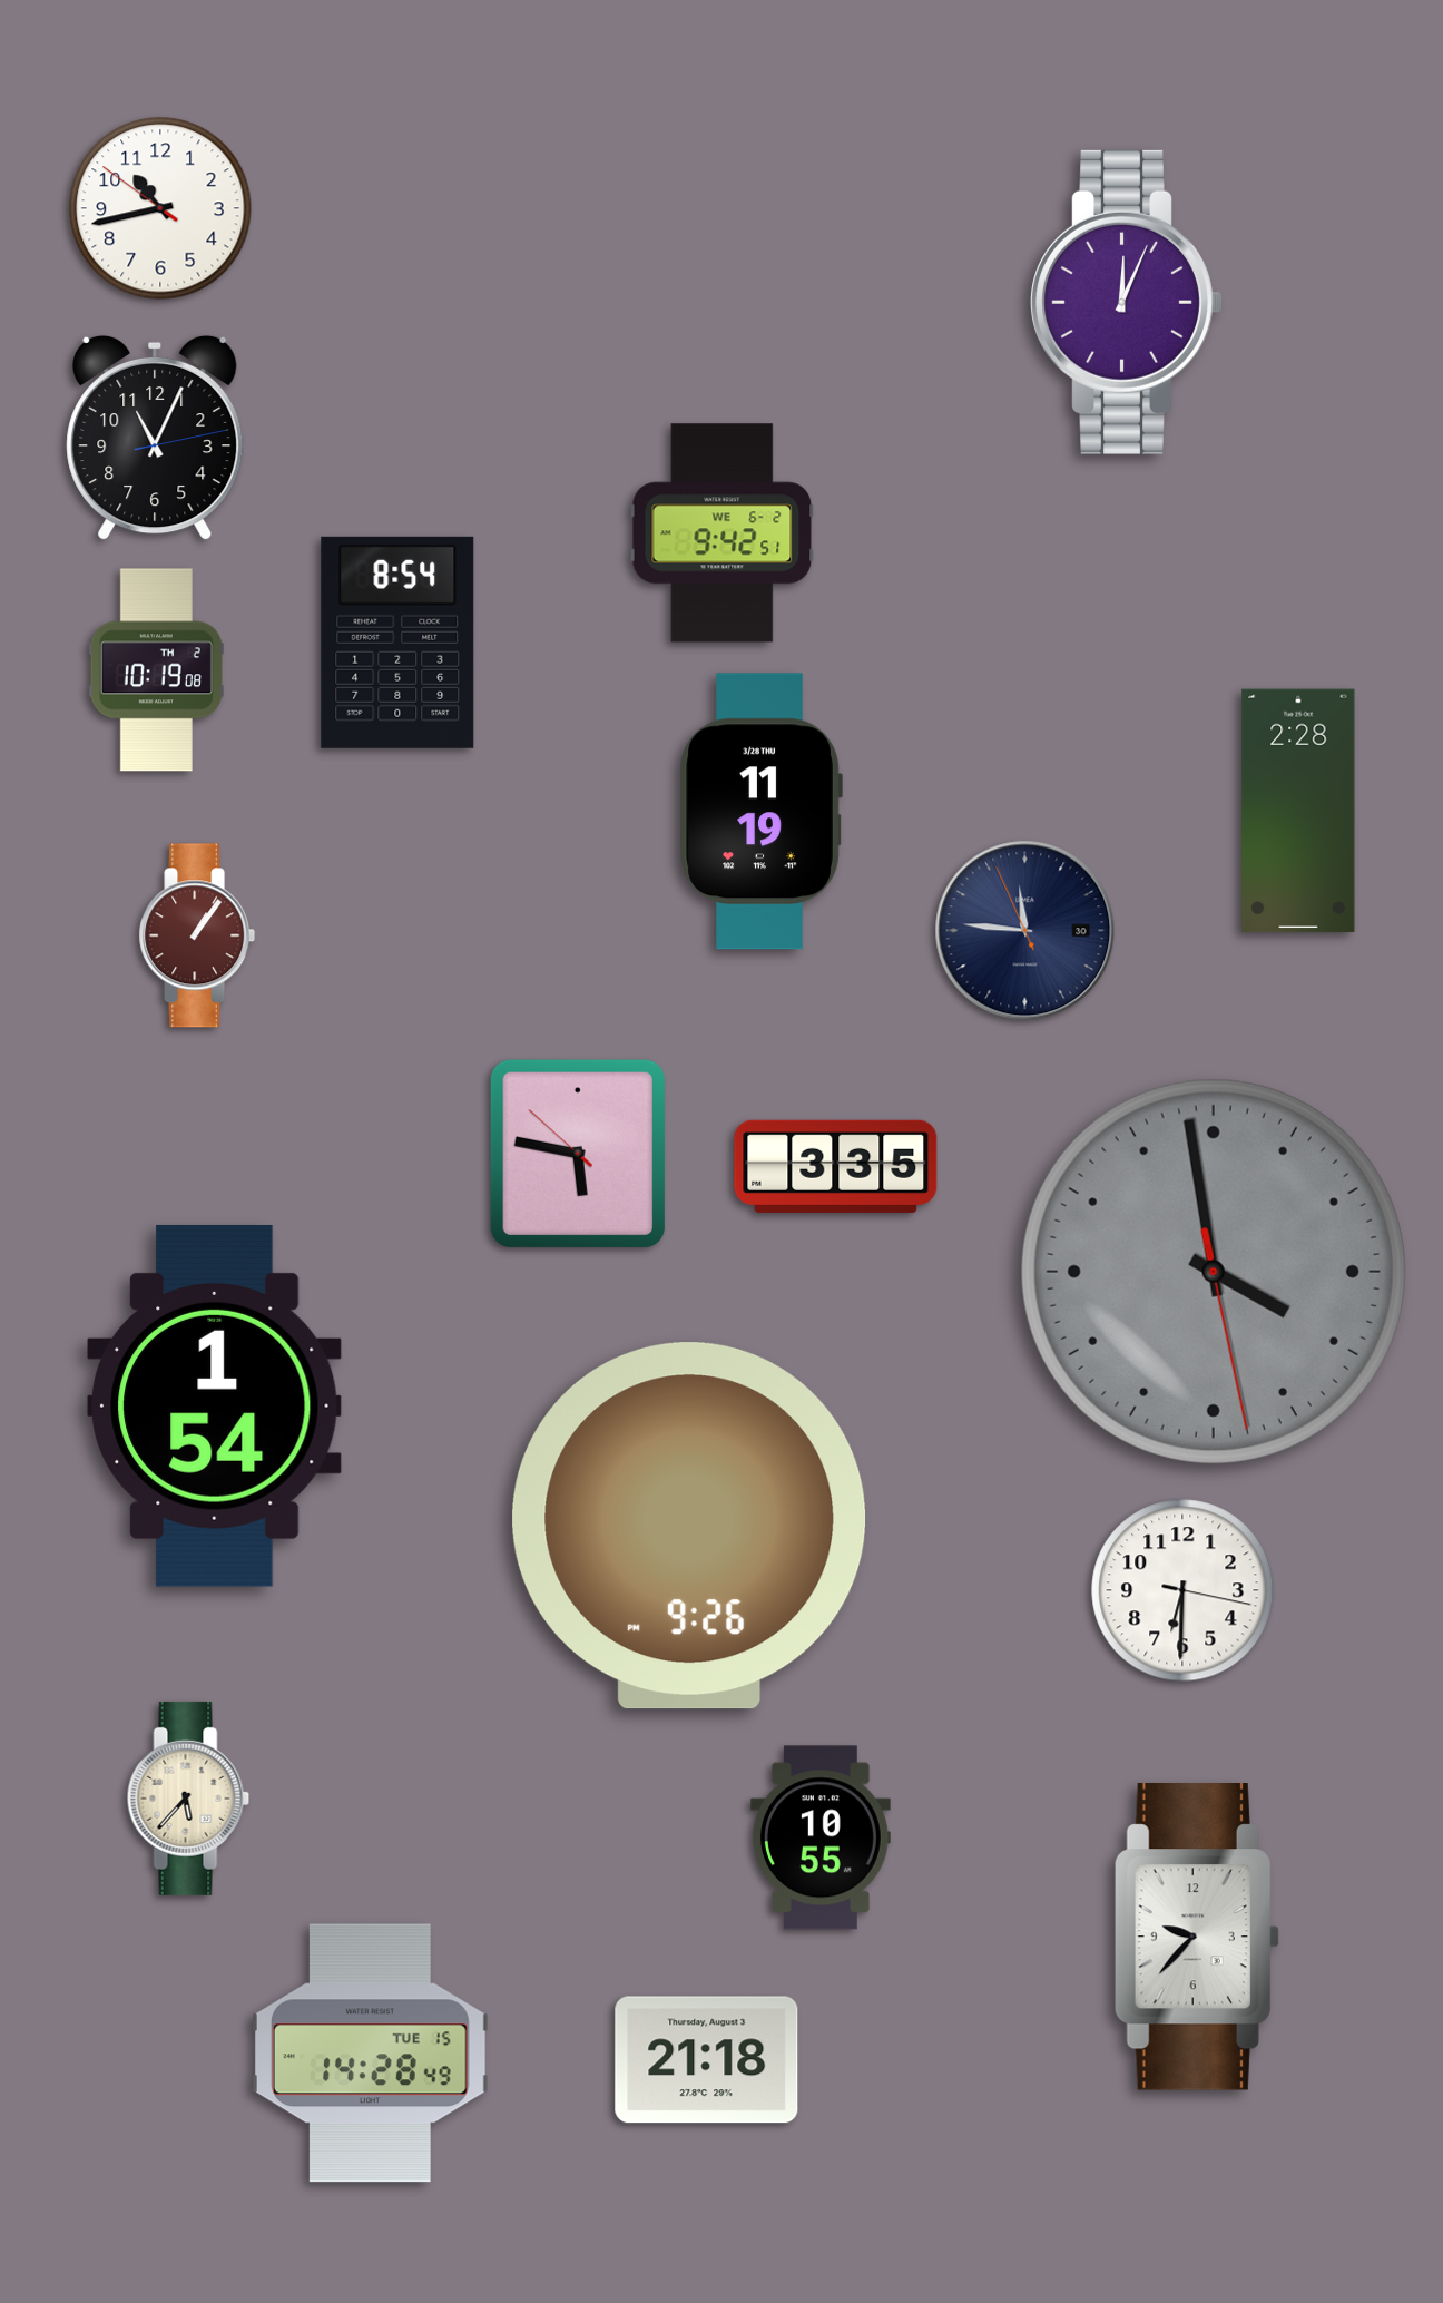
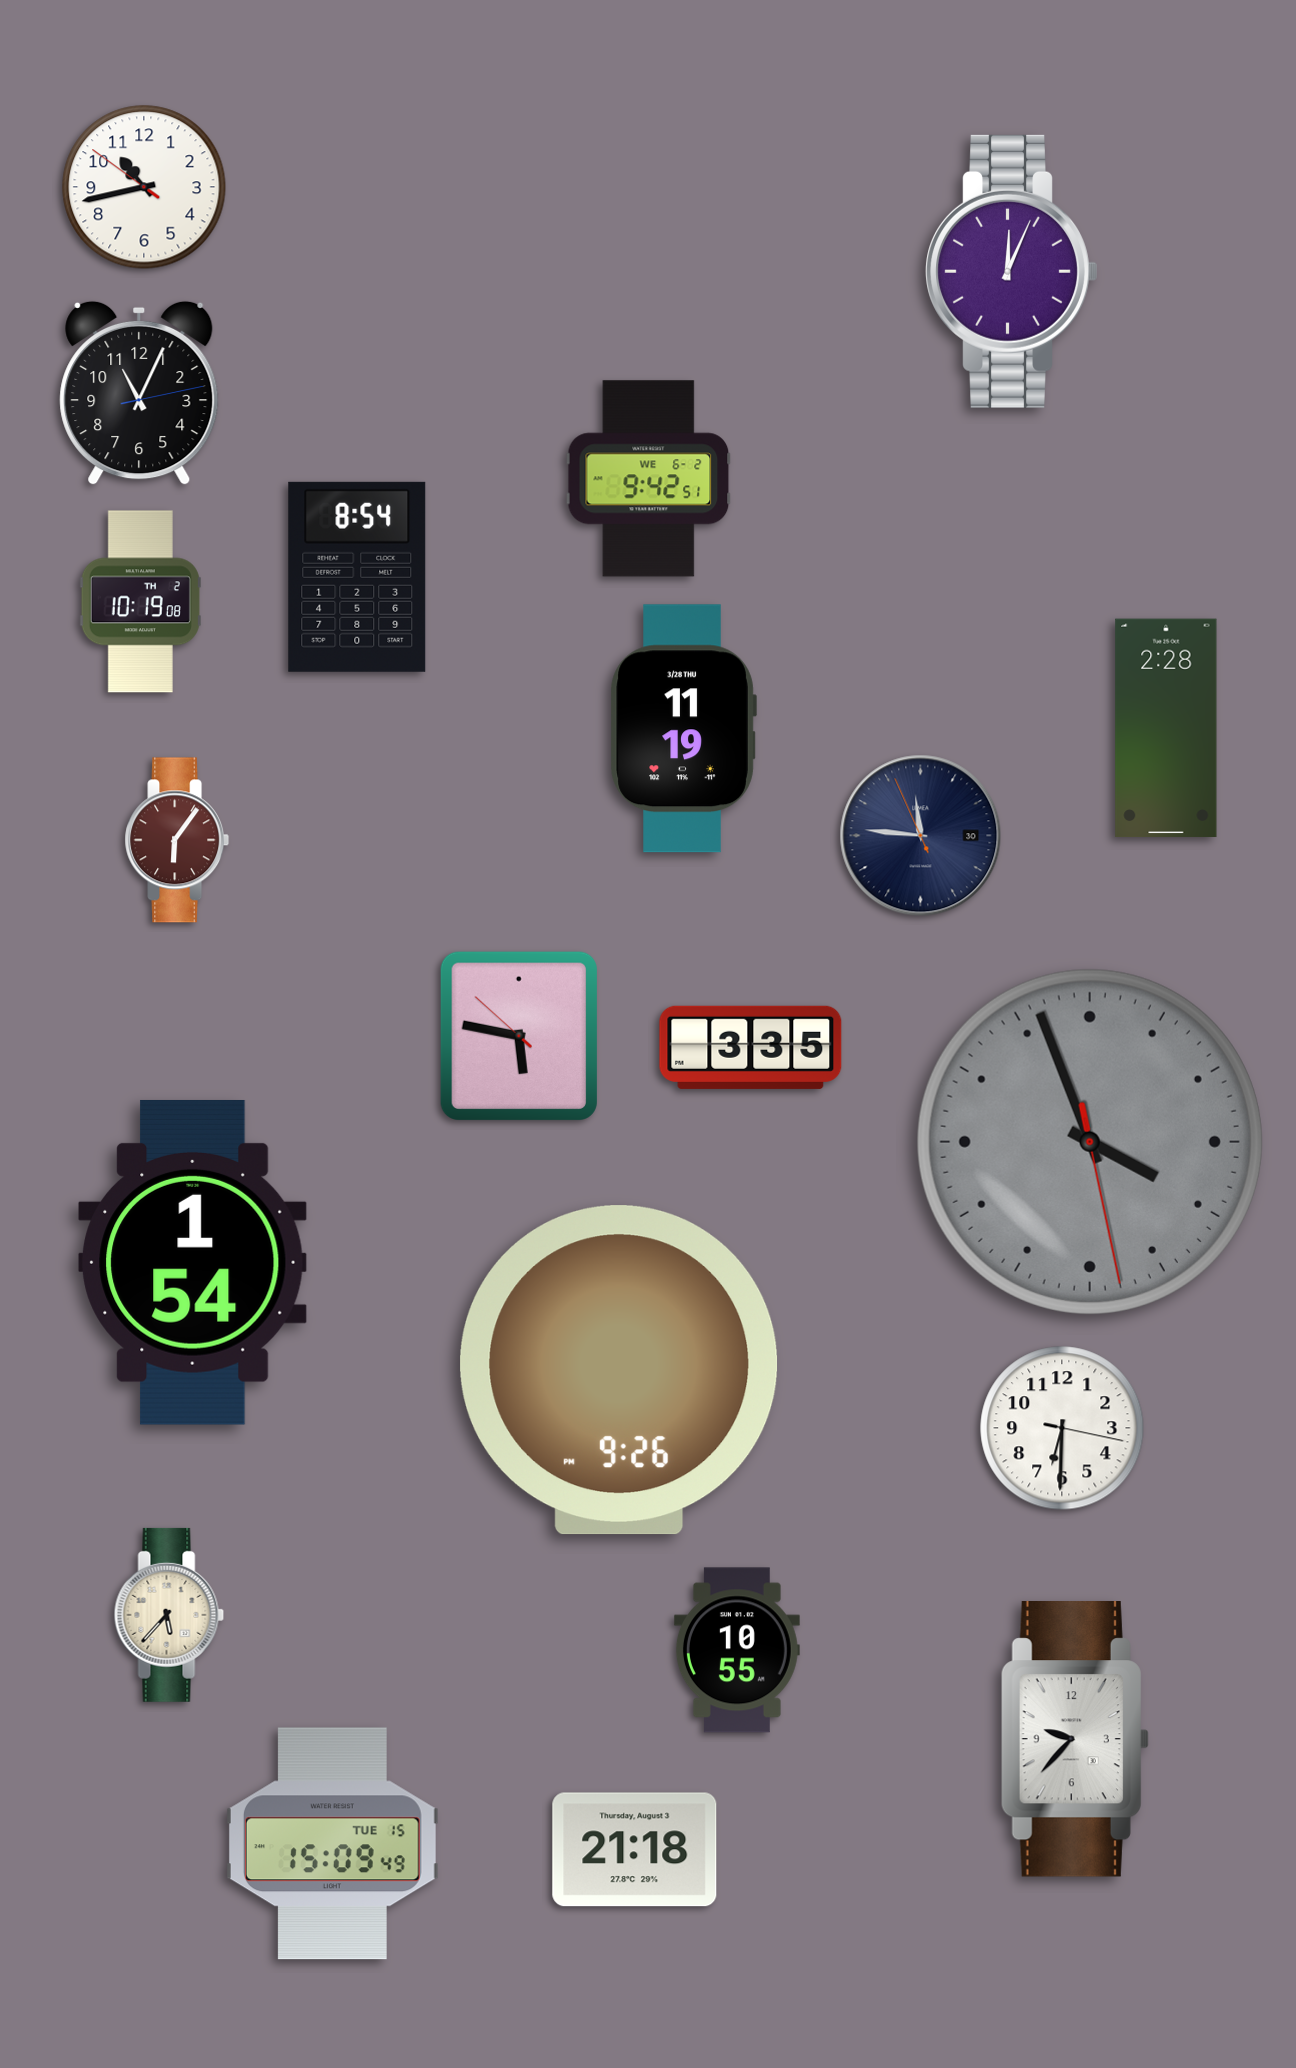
clock at (197, 935): 1:06 -> 6:06
clock at (1214, 1272): 3:58 -> 3:56
clock at (370, 2054): 14:28 -> 15:09
